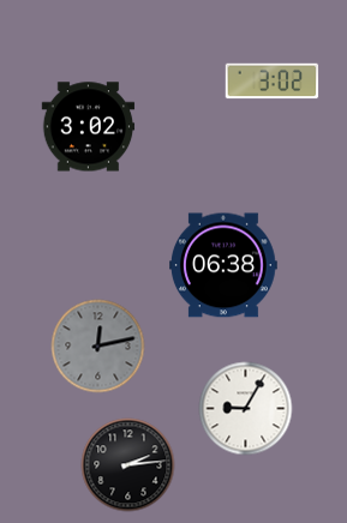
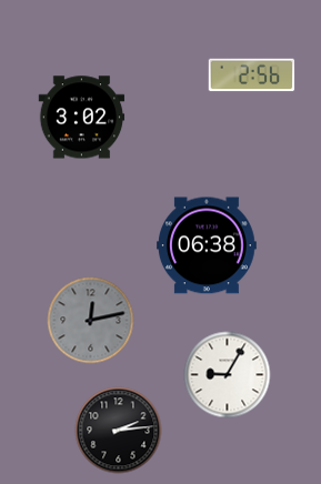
clock at (271, 82): 3:02 -> 2:56
clock at (245, 408) position: (245, 408) -> (227, 374)
